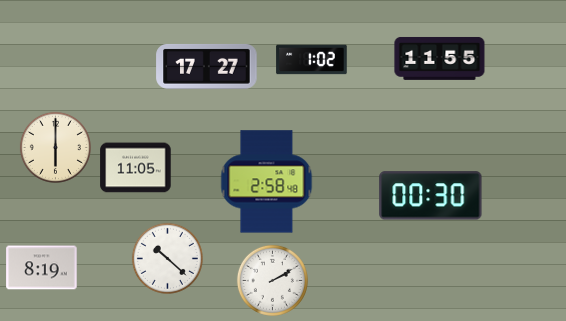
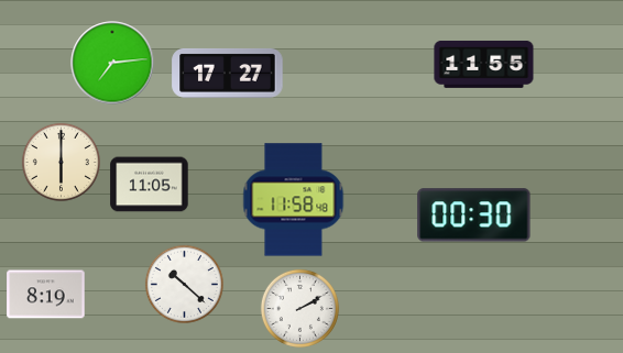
clock at (112, 63): none -> 7:14
clock at (312, 60): 1:02 -> none
clock at (267, 182): 2:58 -> 11:58
